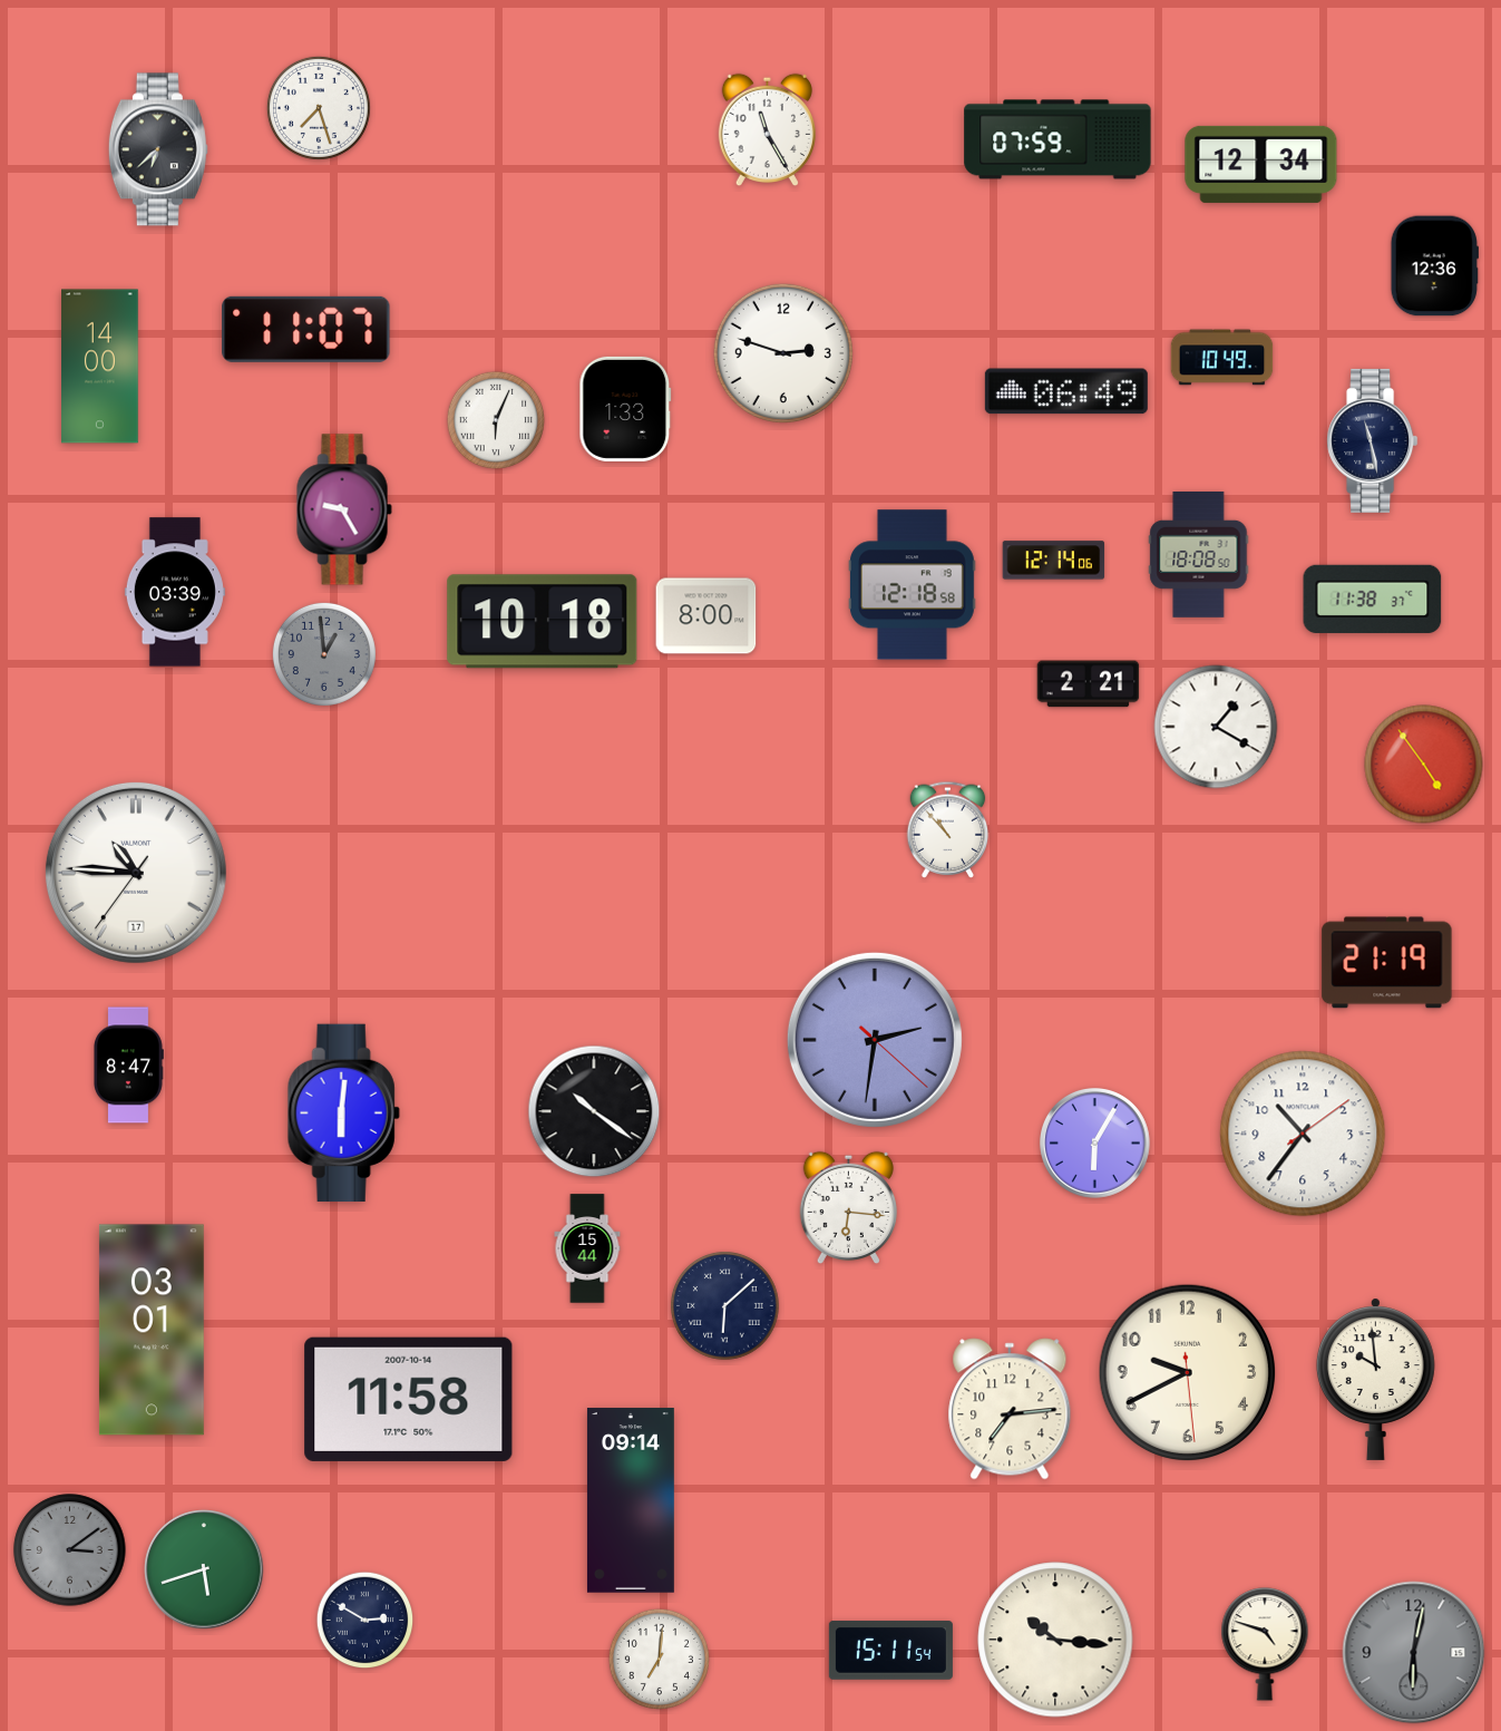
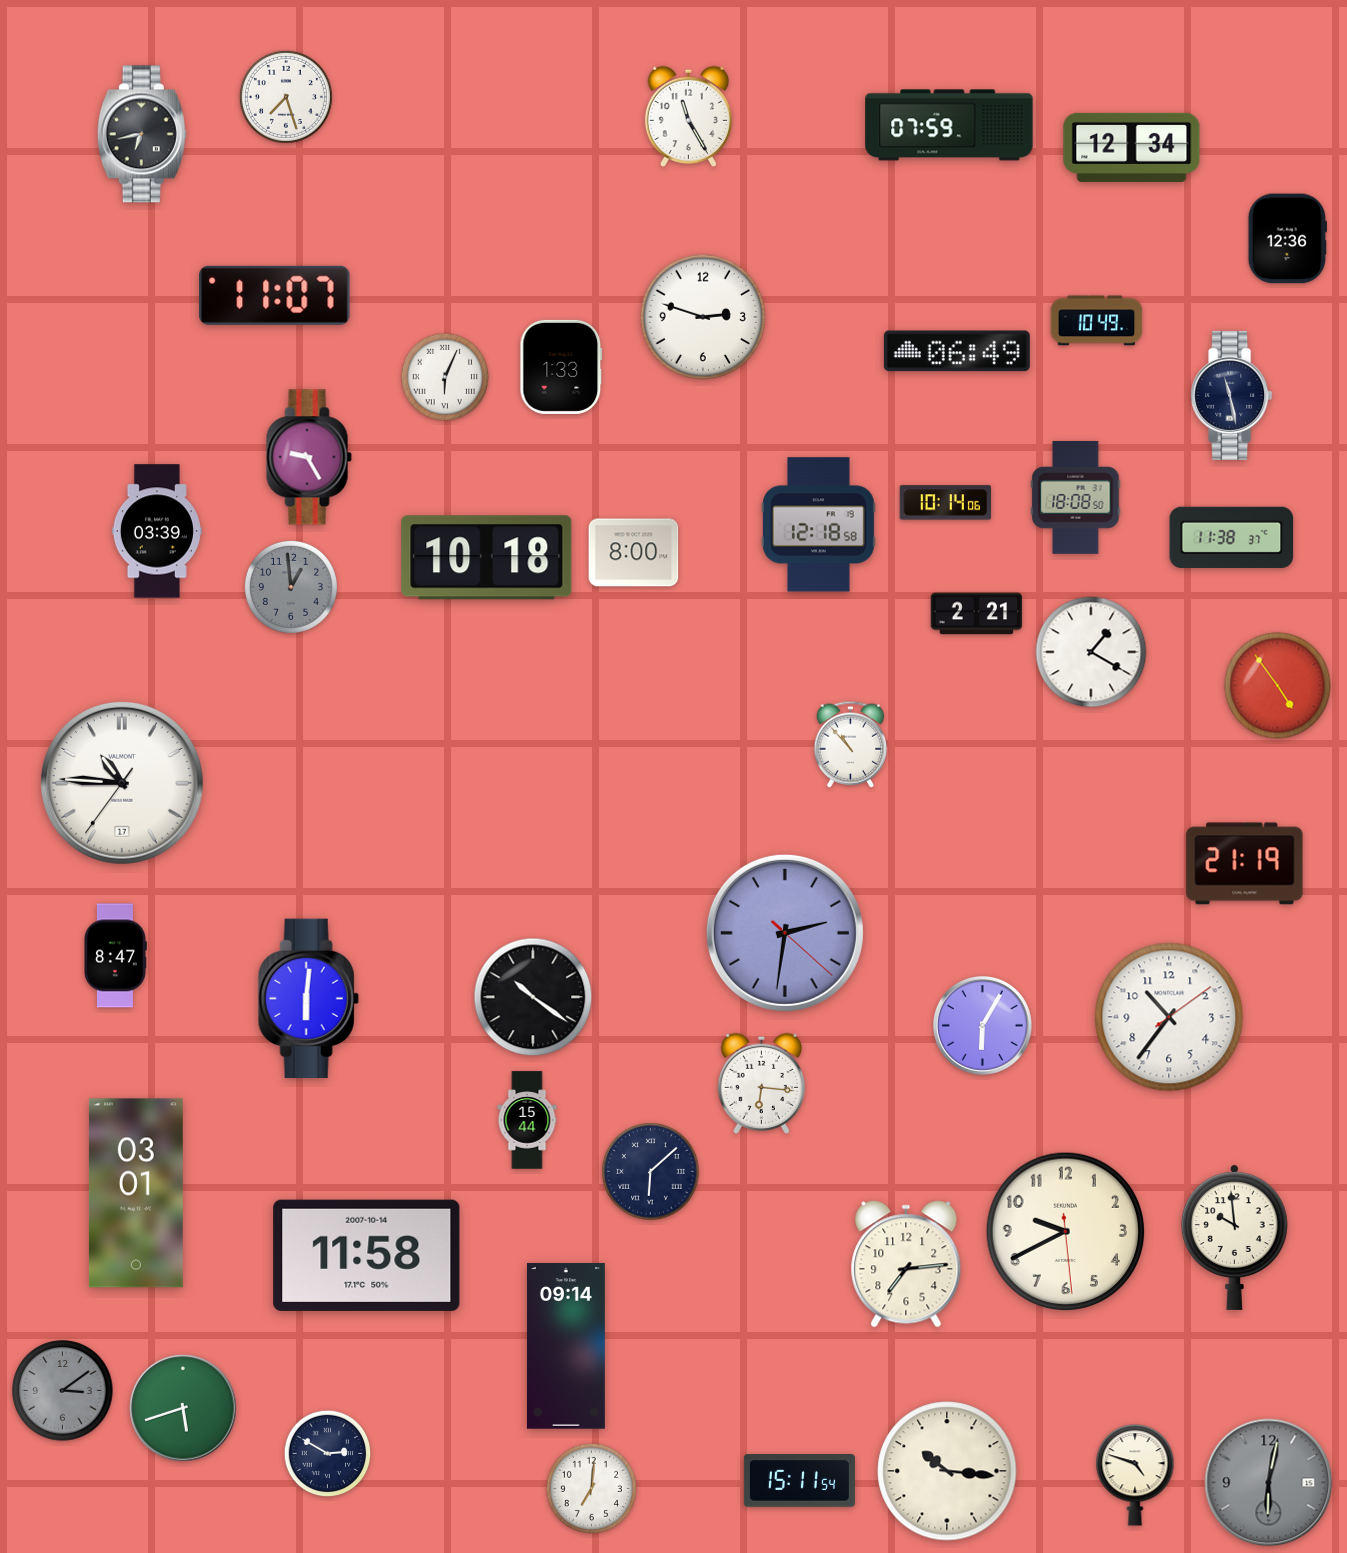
clock at (158, 149): 6:38 -> 6:43
clock at (100, 367): 14:00 -> none
clock at (1054, 561): 12:14 -> 10:14
